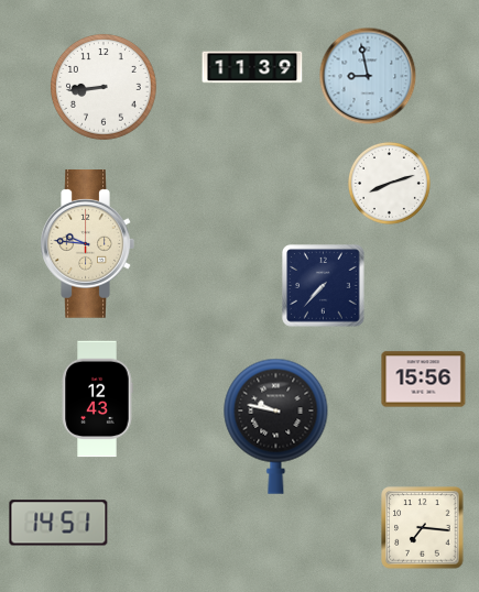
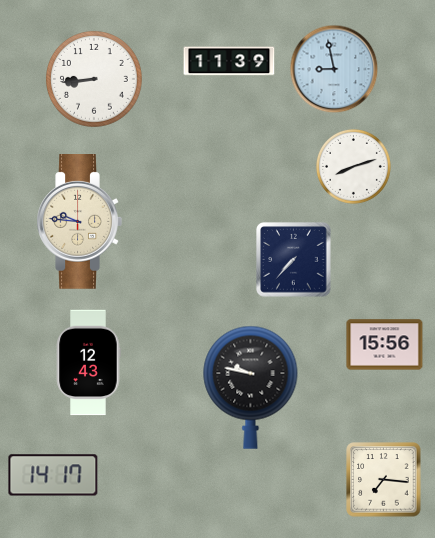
clock at (58, 523): 14:51 -> 14:17
